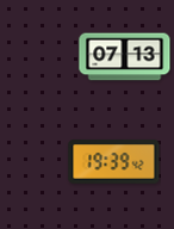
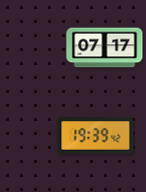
clock at (125, 57): 07:13 -> 07:17
